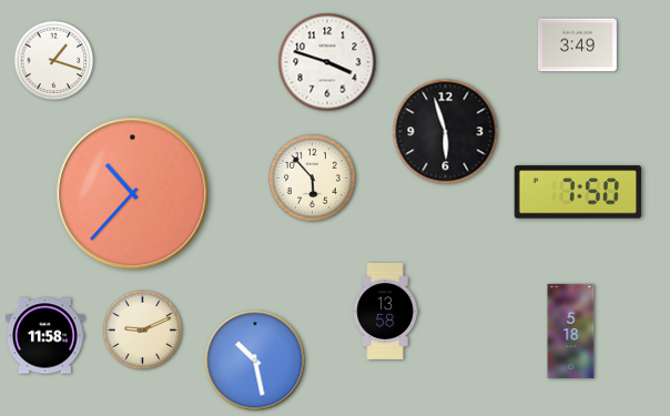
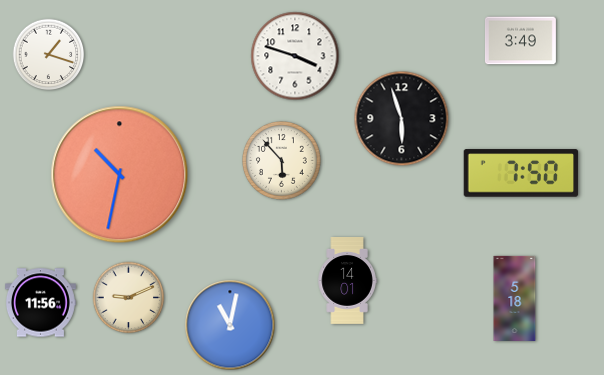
clock at (133, 194): 10:37 -> 10:32
clock at (385, 312): 13:58 -> 14:01
clock at (44, 336): 11:58 -> 11:56
clock at (255, 361): 10:28 -> 11:02
